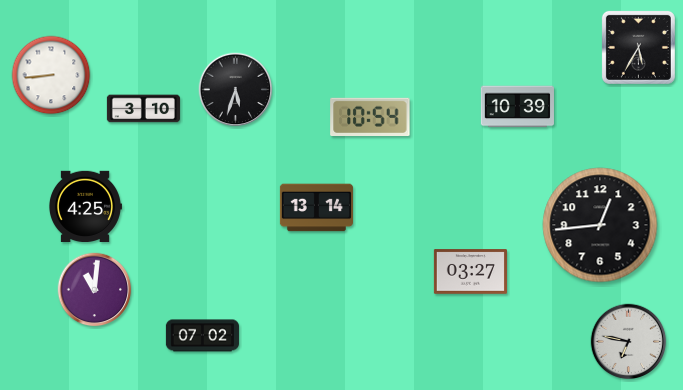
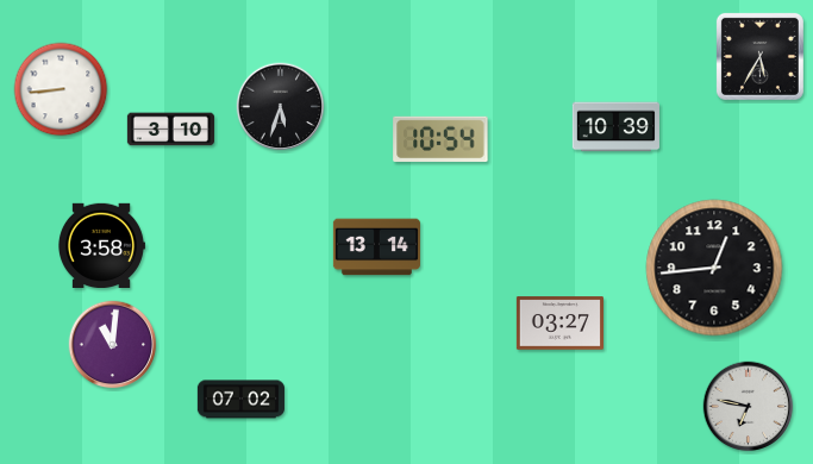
clock at (85, 206): 4:25 -> 3:58
